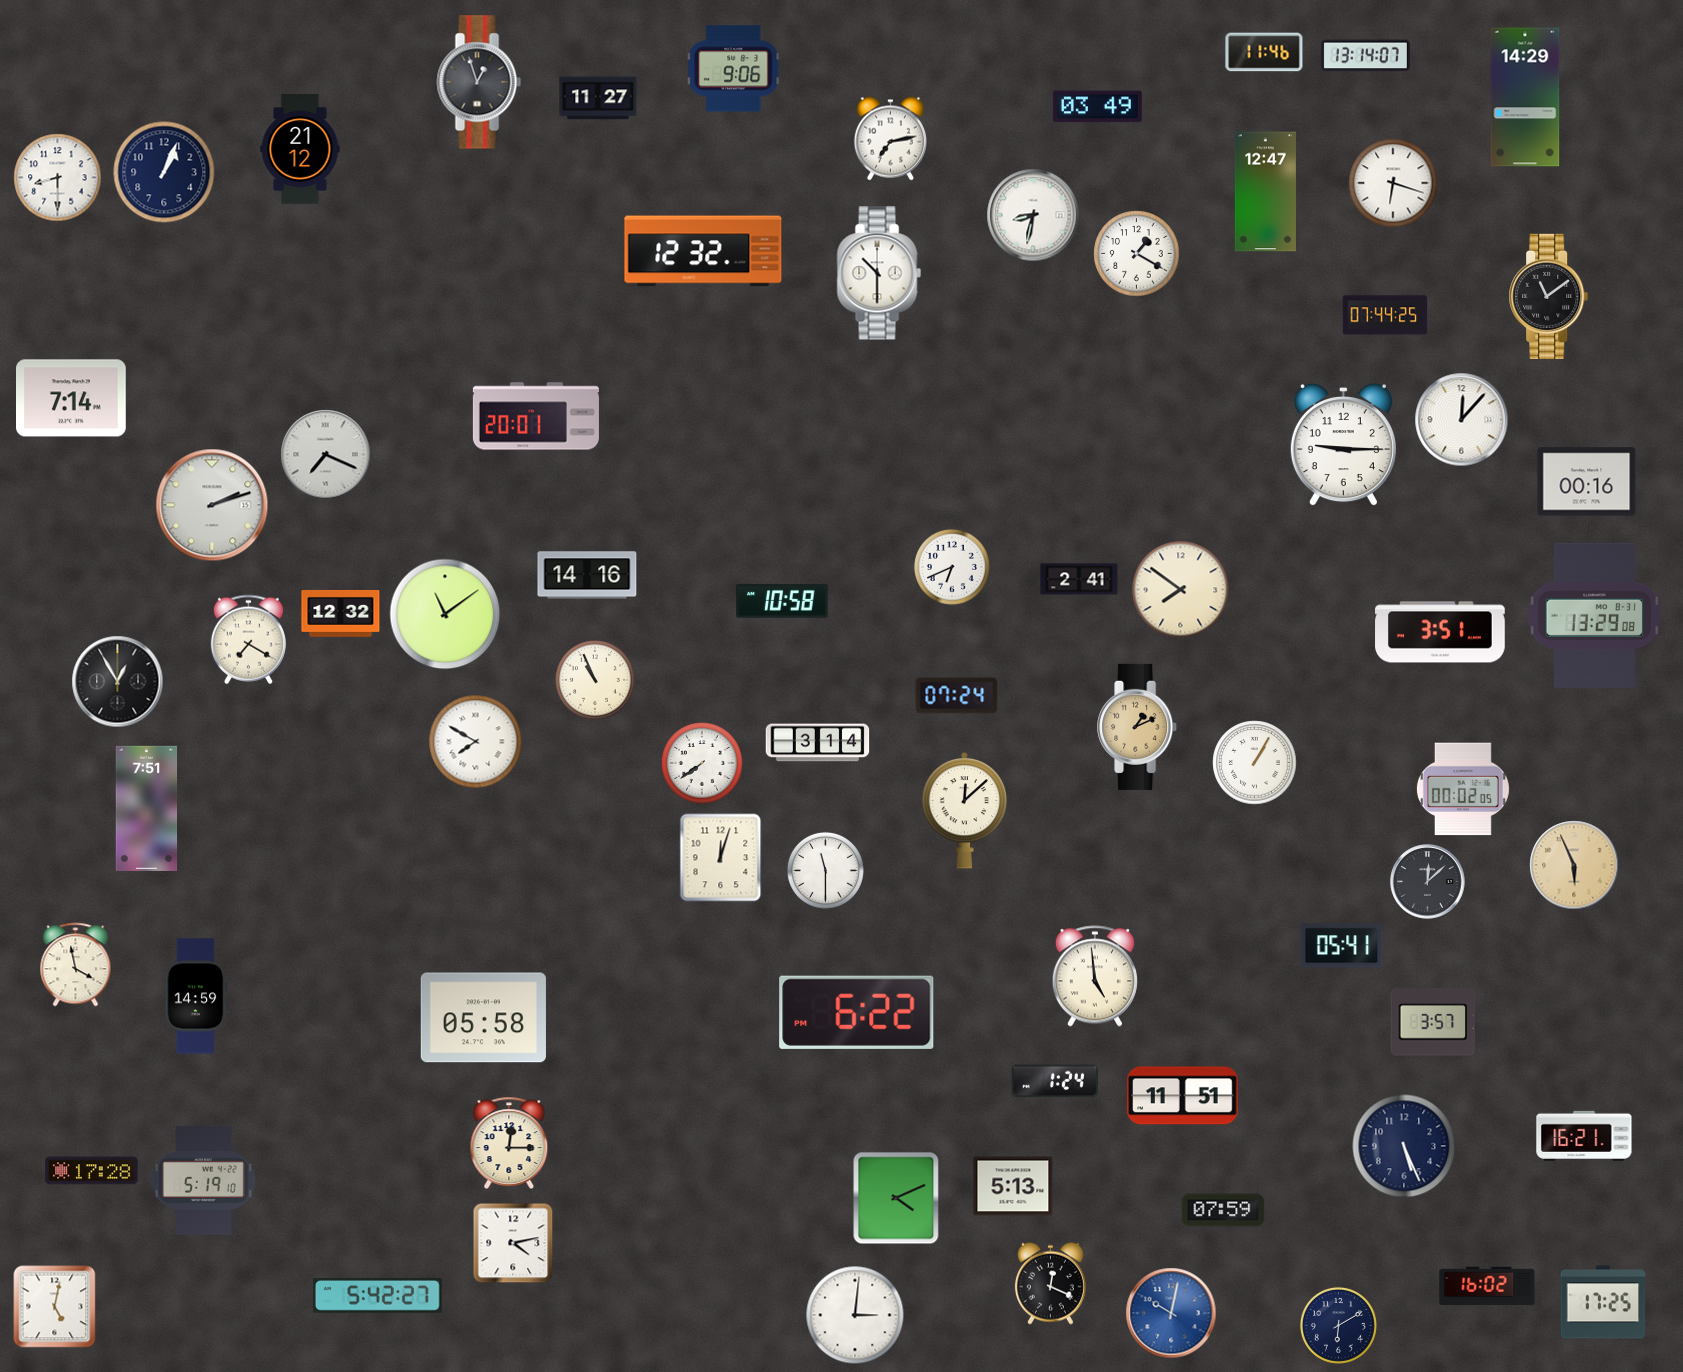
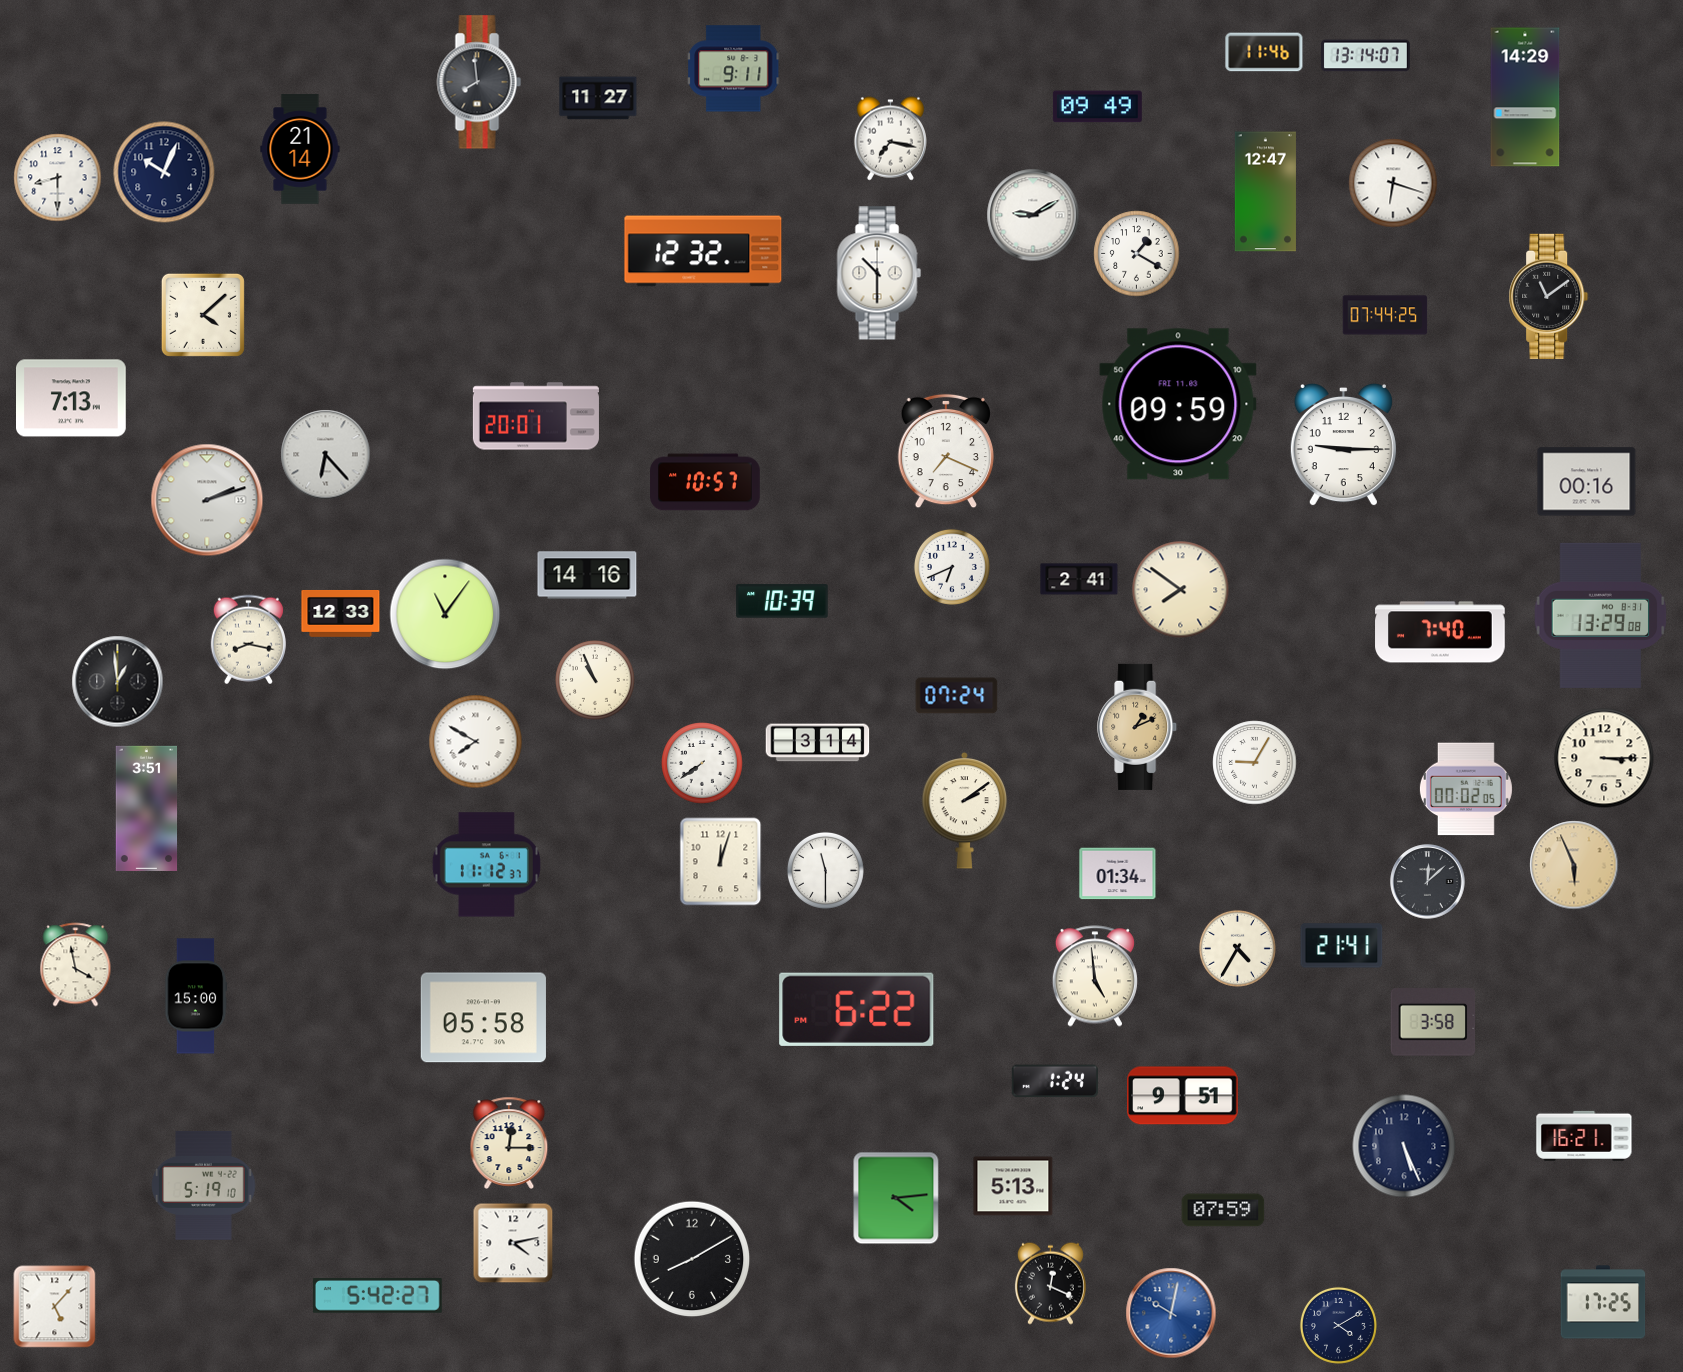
clock at (734, 69): 9:06 -> 9:11
clock at (479, 82): 12:57 -> 7:59
clock at (1097, 107): 03:49 -> 09:49
clock at (890, 139): 7:13 -> 7:17
clock at (300, 149): 21:12 -> 21:14
clock at (164, 172): 1:04 -> 10:04
clock at (1033, 215): 8:32 -> 9:10
clock at (203, 315): none -> 4:08
clock at (72, 398): 7:14 -> 7:13
clock at (1178, 404): none -> 09:59
clock at (1462, 420): 12:07 -> none
clock at (945, 451): none -> 7:19
clock at (326, 455): 7:19 -> 6:23
clock at (705, 482): none -> 10:57
clock at (212, 505) position: (212, 505) -> (207, 500)
clock at (782, 601): 10:58 -> 10:39
clock at (341, 613): 12:32 -> 12:33
clock at (445, 614): 11:09 -> 11:06
clock at (1595, 615) position: (1595, 615) -> (1601, 615)
clock at (1440, 632): 3:51 -> 7:40
clock at (248, 640): 7:20 -> 8:17
clock at (118, 682): 12:55 -> 12:59
clock at (1604, 758): none -> 3:15
clock at (1255, 763): 1:05 -> 9:05
clock at (1463, 789) position: (1463, 789) -> (1466, 789)
clock at (147, 808): 7:51 -> 3:51
clock at (965, 810): 12:08 -> 2:09
clock at (721, 858) position: (721, 858) -> (721, 862)
clock at (486, 865): none -> 11:12
clock at (1118, 874): none -> 01:34
clock at (1342, 946): 05:41 -> 21:41
clock at (1237, 948): none -> 4:35
clock at (196, 996): 14:59 -> 15:00
clock at (857, 1012) position: (857, 1012) -> (857, 1009)
clock at (1433, 1022): 3:57 -> 3:58
clock at (1183, 1096): 11:51 -> 9:51
clock at (92, 1171): 17:28 -> none
clock at (204, 1180) position: (204, 1180) -> (204, 1185)
clock at (896, 1198): 4:11 -> 4:14
clock at (692, 1259): none -> 8:10
clock at (1487, 1286): 16:02 -> none
clock at (55, 1307): 5:02 -> 5:07
clock at (855, 1315): 3:01 -> none
clock at (1338, 1325): 6:10 -> 4:10
